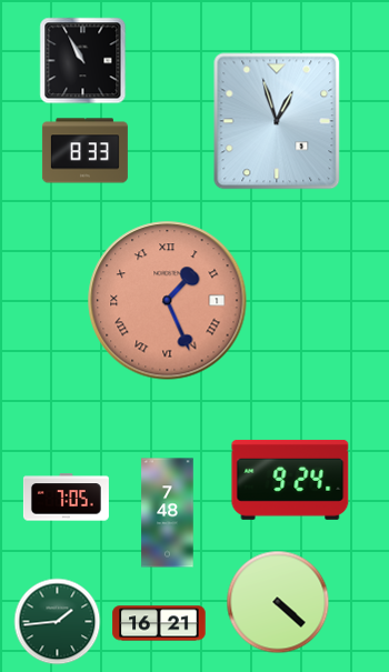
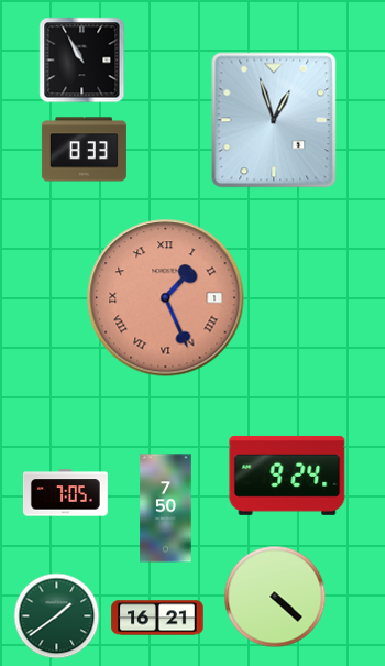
clock at (168, 513): 7:48 -> 7:50
clock at (57, 621): 1:44 -> 1:39
